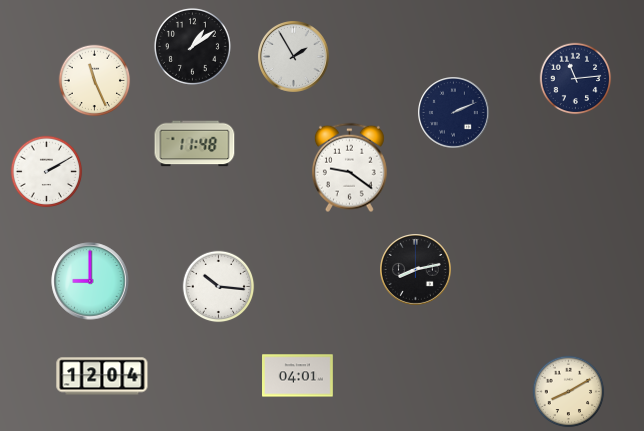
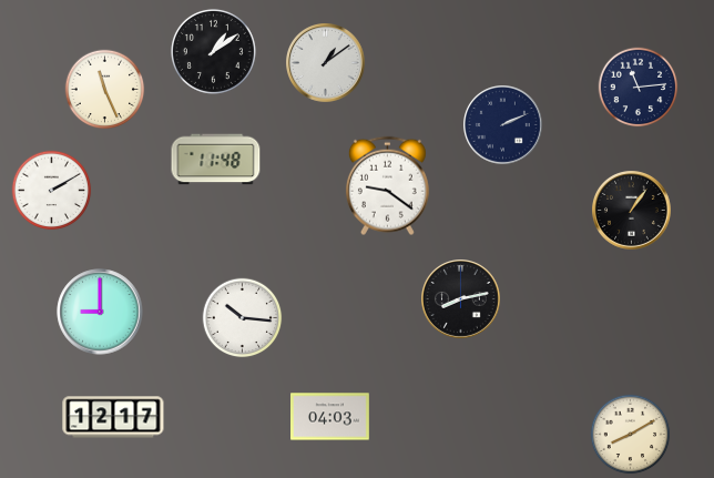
clock at (294, 57): 1:55 -> 1:09
clock at (632, 211): none -> 1:06
clock at (102, 376): 12:04 -> 12:17
clock at (298, 376): 04:01 -> 04:03
